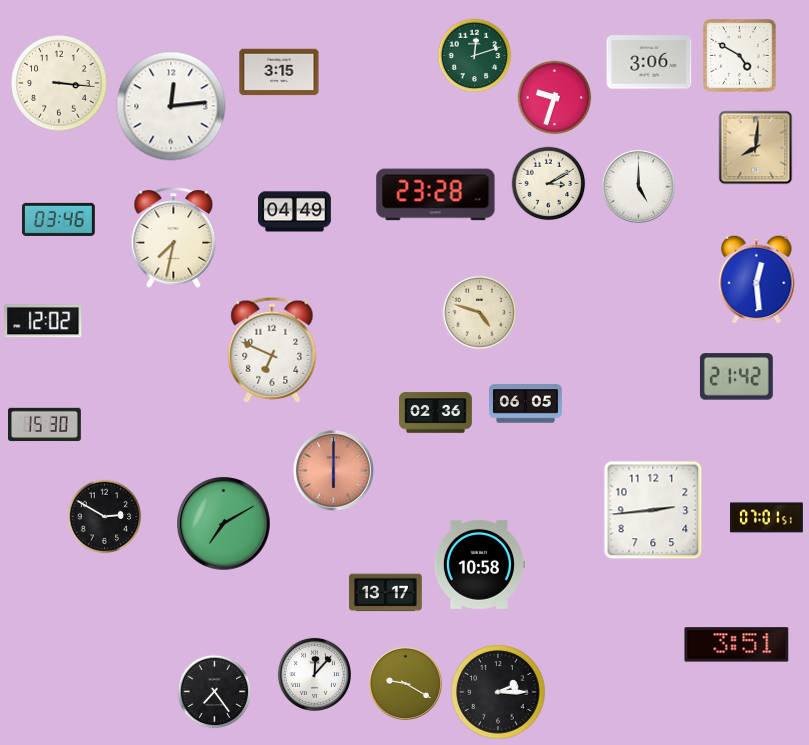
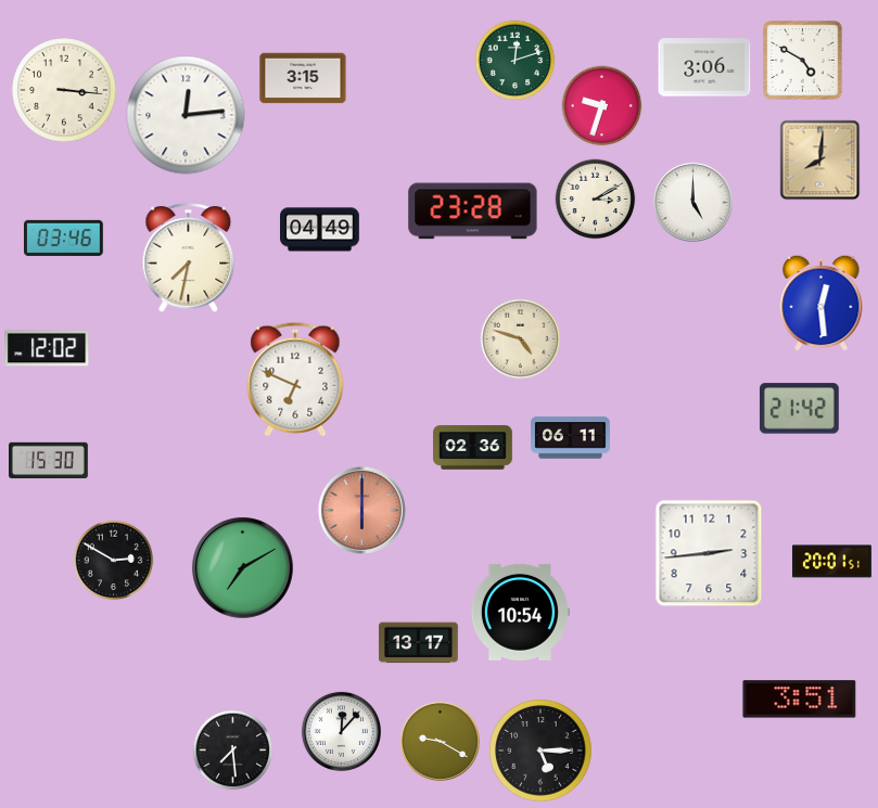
clock at (526, 404): 06:05 -> 06:11
clock at (767, 518): 07:01 -> 20:01
clock at (479, 564): 10:58 -> 10:54
clock at (215, 692): 7:24 -> 7:29
clock at (498, 692): 2:15 -> 5:15
